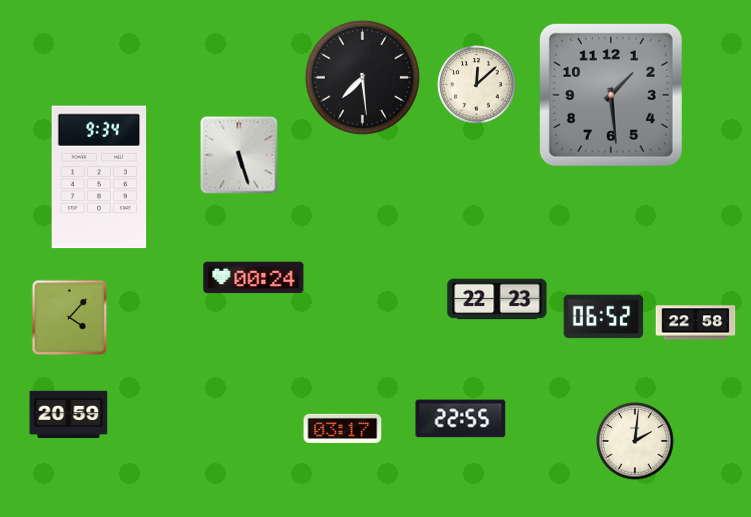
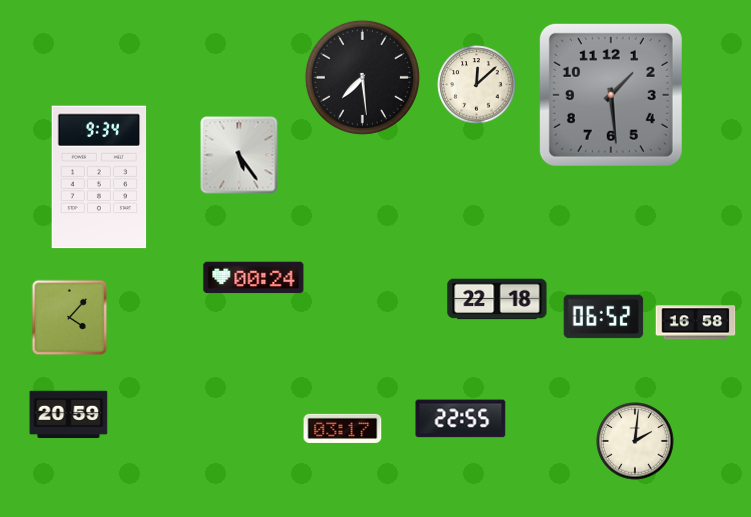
clock at (239, 155): 5:27 -> 5:24
clock at (497, 299): 22:23 -> 22:18
clock at (696, 323): 22:58 -> 16:58
